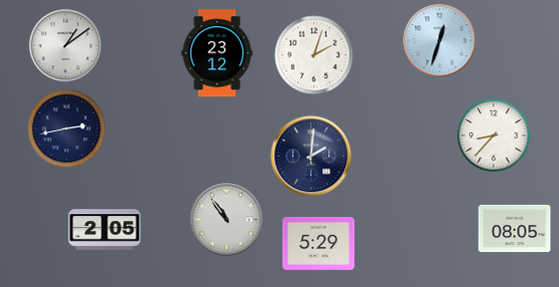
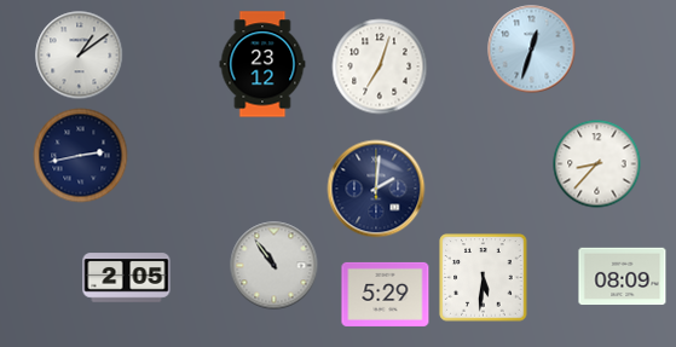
clock at (314, 55): 2:03 -> 7:03
clock at (515, 229): 08:05 -> 08:09
clock at (484, 278): none -> 5:31
